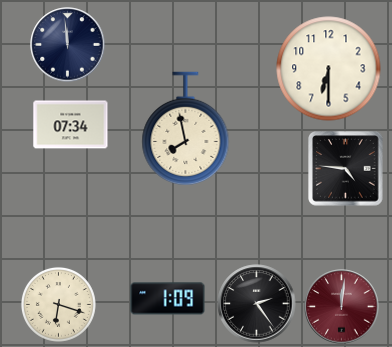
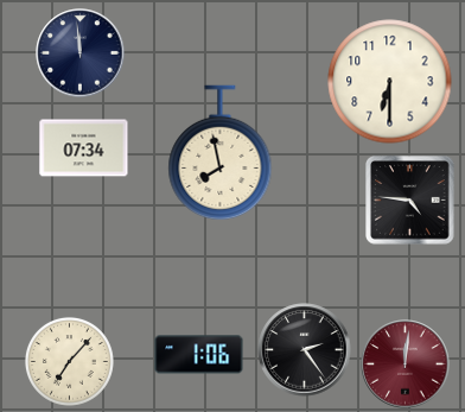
clock at (168, 299): 1:09 -> 1:06
clock at (58, 304): 6:18 -> 7:07
clock at (257, 304) position: (257, 304) -> (305, 350)
